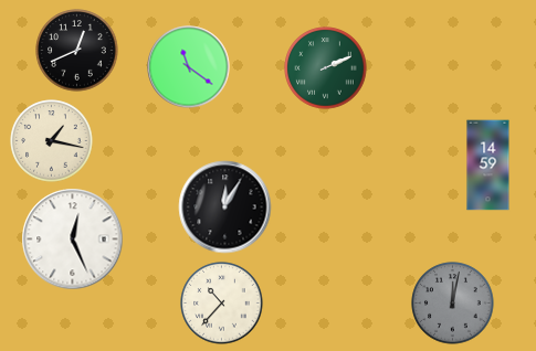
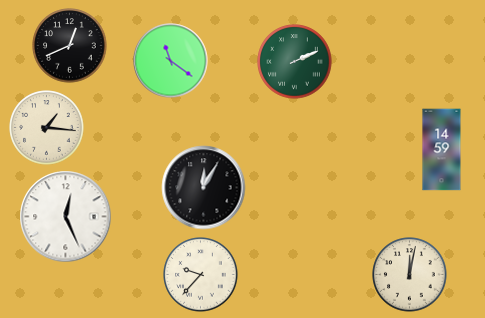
clock at (52, 141): 1:17 -> 1:16
clock at (222, 304): 10:37 -> 9:37
clock at (453, 304) dial: grey -> cream
